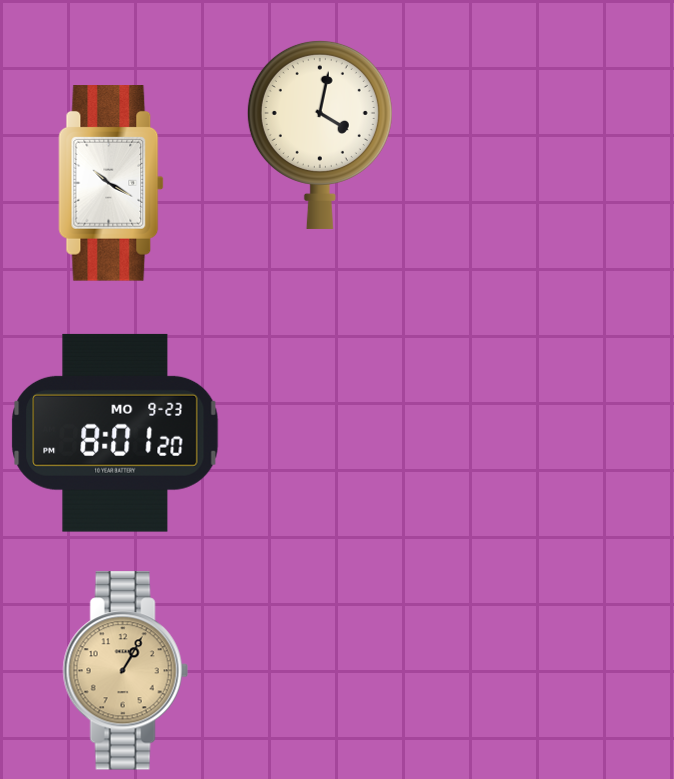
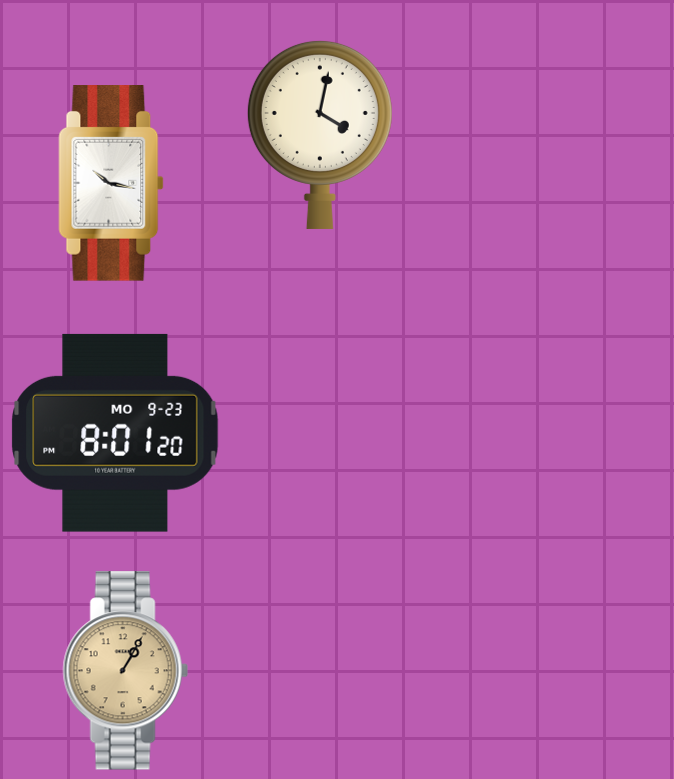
clock at (111, 184): 10:20 -> 10:17
